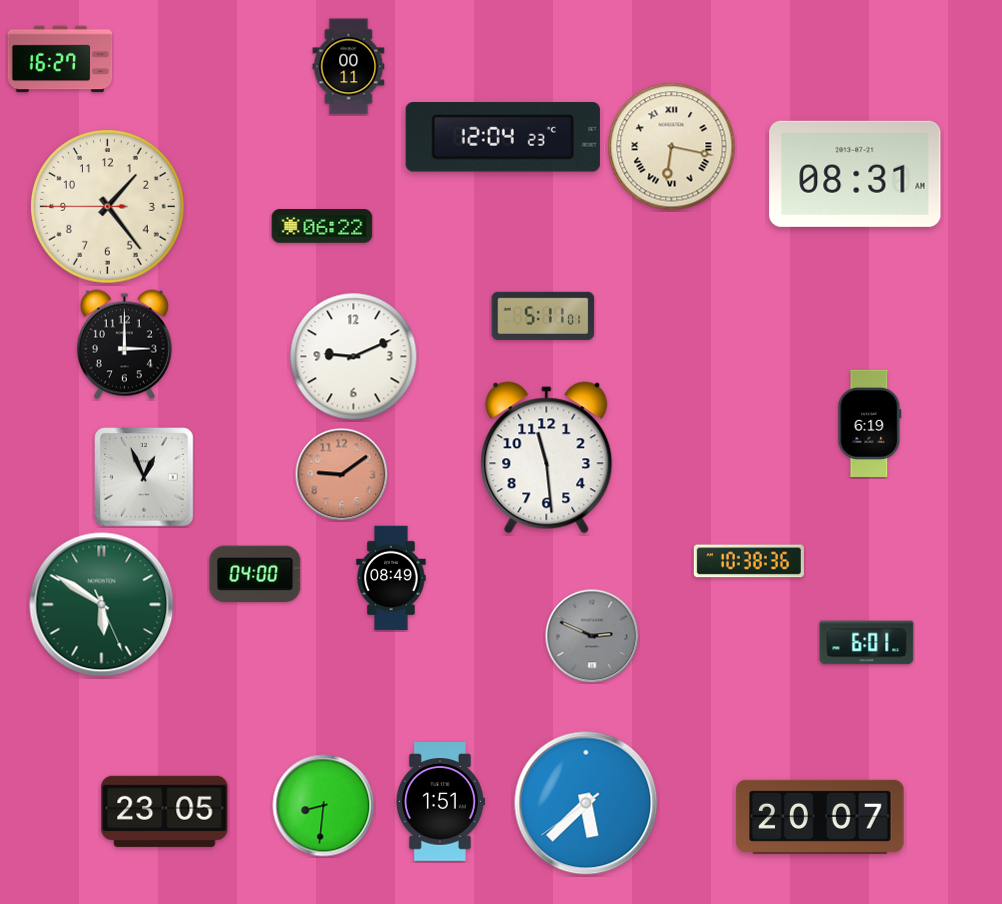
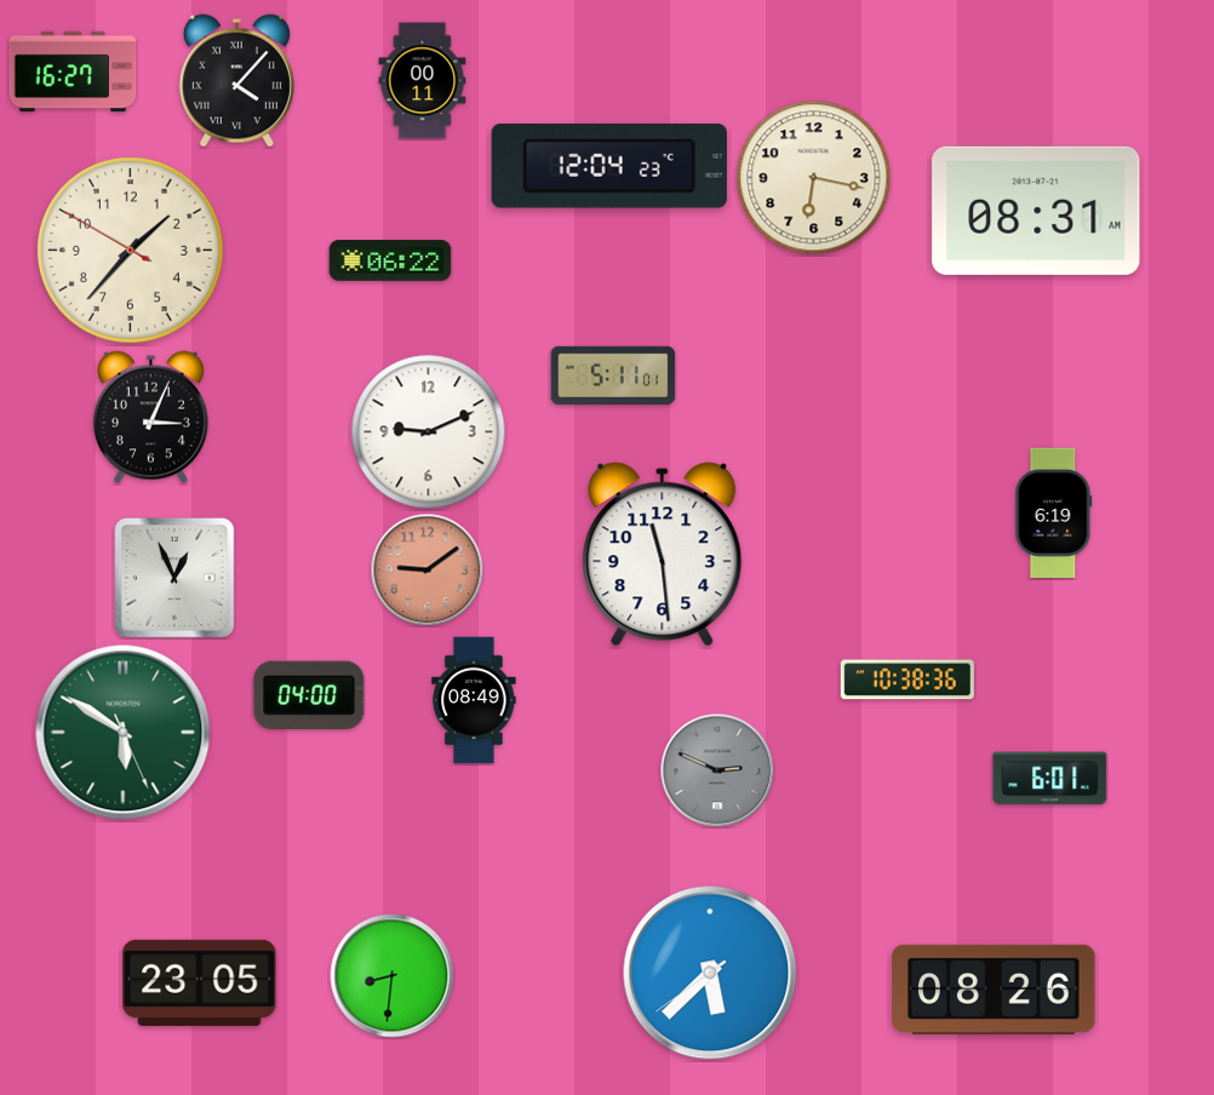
clock at (236, 81): none -> 4:07
clock at (672, 147) numerals: Roman -> Arabic
clock at (108, 207): 1:23 -> 1:36
clock at (322, 226) position: (322, 226) -> (390, 260)
clock at (543, 316) position: (543, 316) -> (613, 375)
clock at (124, 345): 3:00 -> 3:04
clock at (341, 474) position: (341, 474) -> (426, 569)
clock at (440, 802): 1:51 -> none
clock at (820, 817): 20:07 -> 08:26
